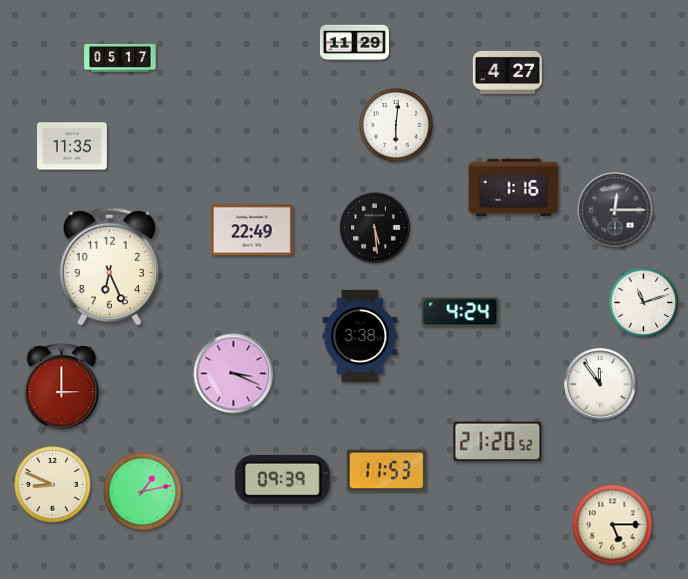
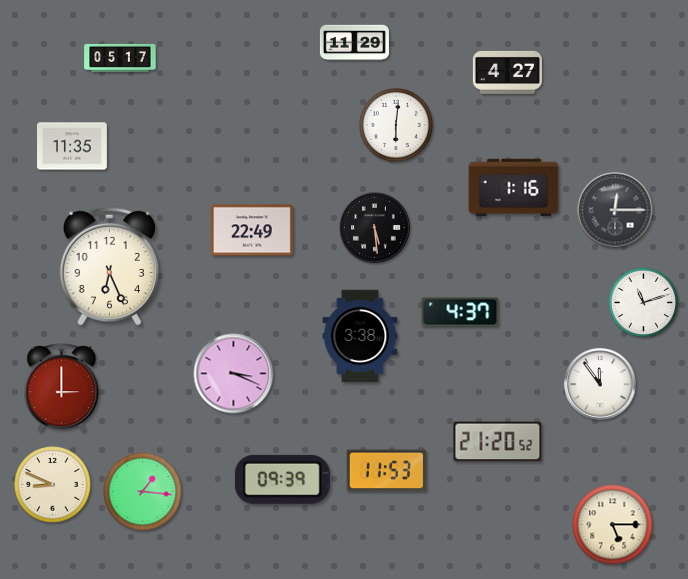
clock at (460, 312): 4:24 -> 4:37
clock at (143, 492): 1:13 -> 1:16
